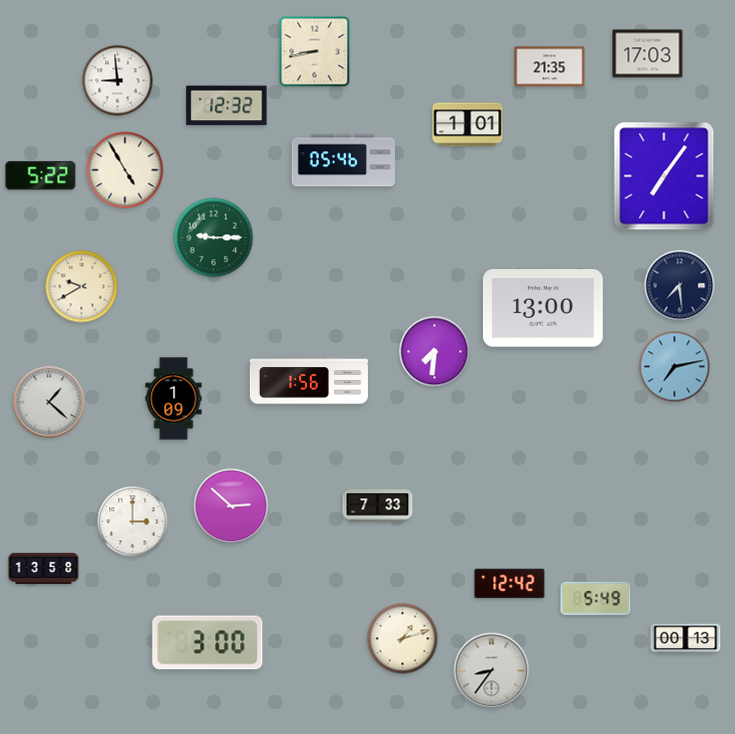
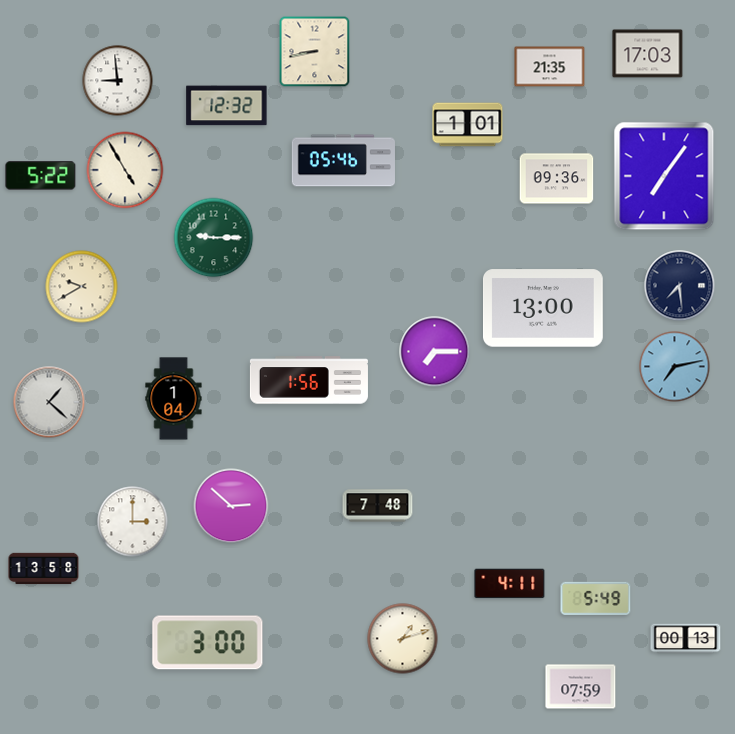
clock at (557, 179): none -> 09:36
clock at (435, 352): 7:31 -> 7:15
clock at (174, 399): 1:09 -> 1:04
clock at (378, 506): 7:33 -> 7:48
clock at (510, 584): 12:42 -> 4:11
clock at (492, 671): 8:36 -> none
clock at (581, 687): none -> 07:59
